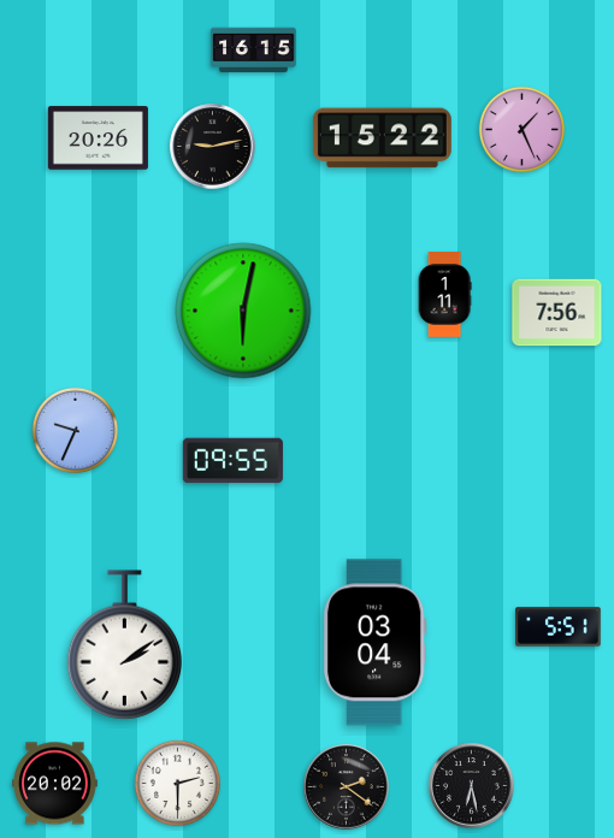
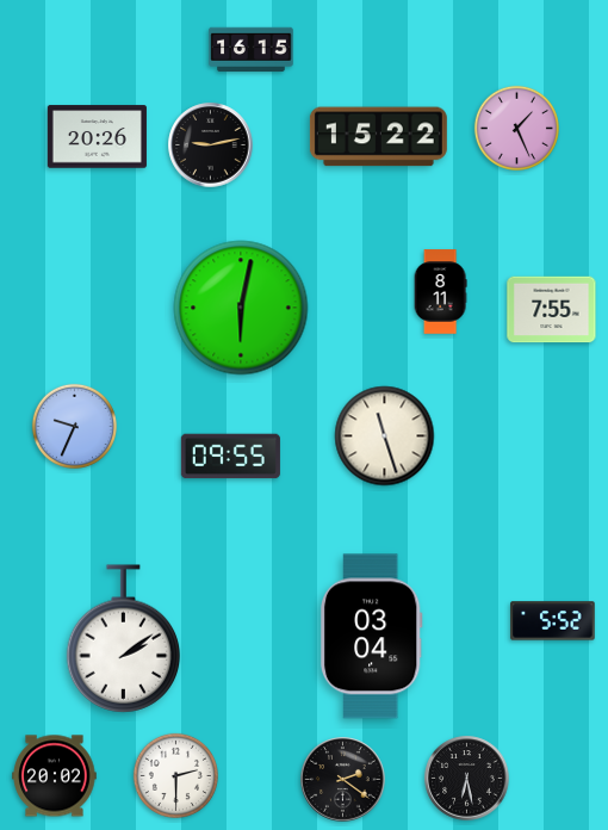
clock at (444, 295): 1:11 -> 8:11
clock at (557, 313): 7:56 -> 7:55
clock at (385, 436): none -> 11:27
clock at (559, 627): 5:51 -> 5:52
